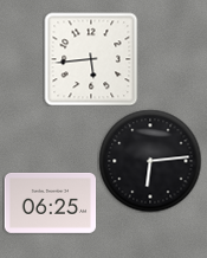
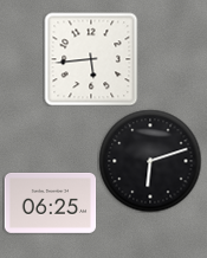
clock at (150, 161): 6:14 -> 6:12
